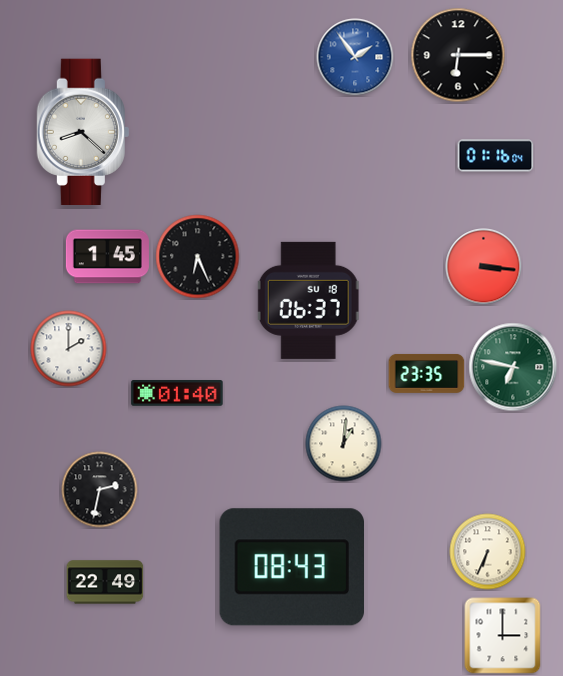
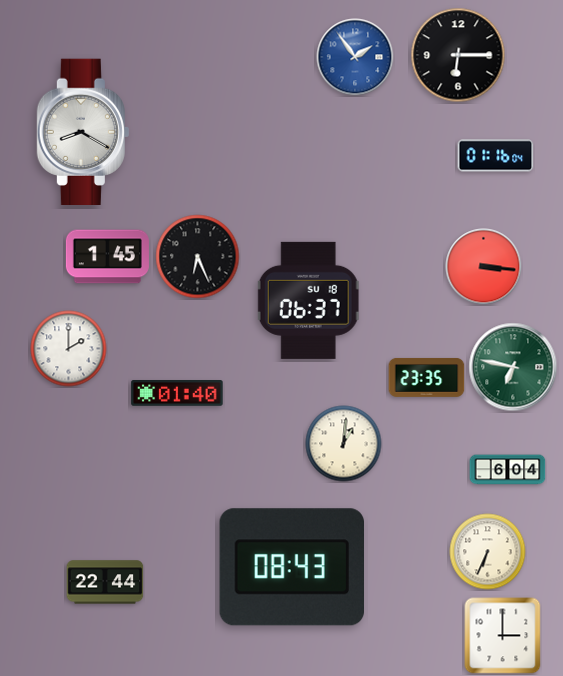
clock at (83, 132): 8:22 -> 8:20
clock at (427, 373) position: (427, 373) -> (427, 377)
clock at (508, 470): none -> 6:04
clock at (100, 490): 2:32 -> none
clock at (105, 582): 22:49 -> 22:44
